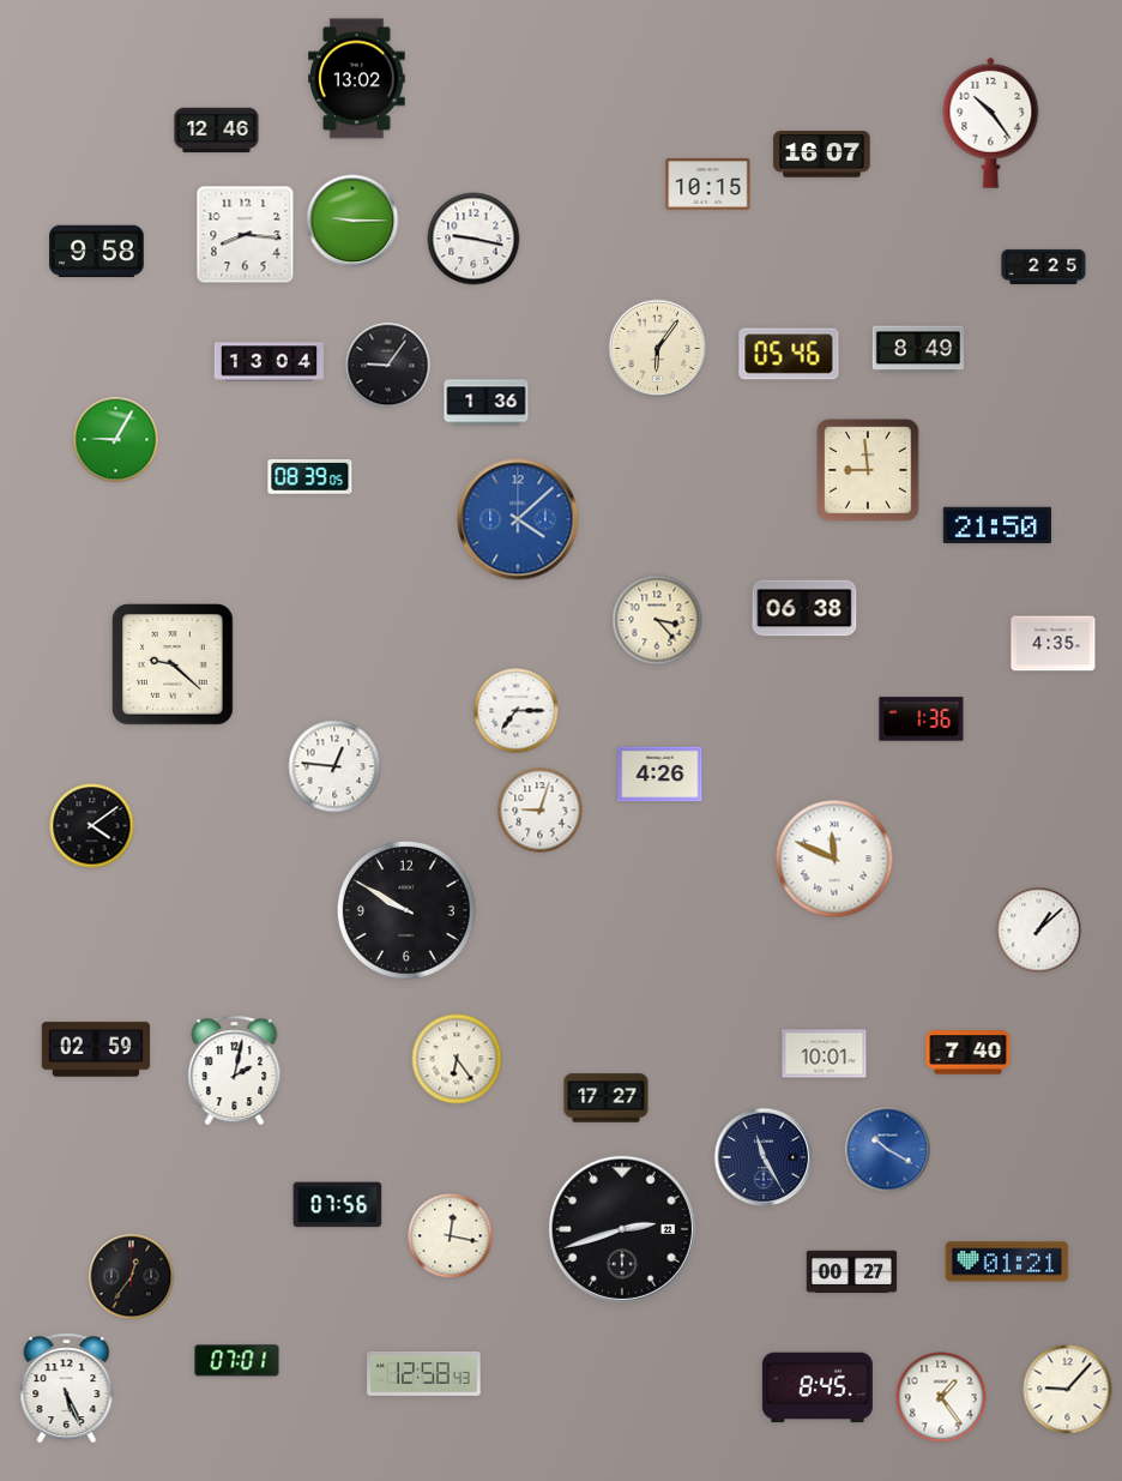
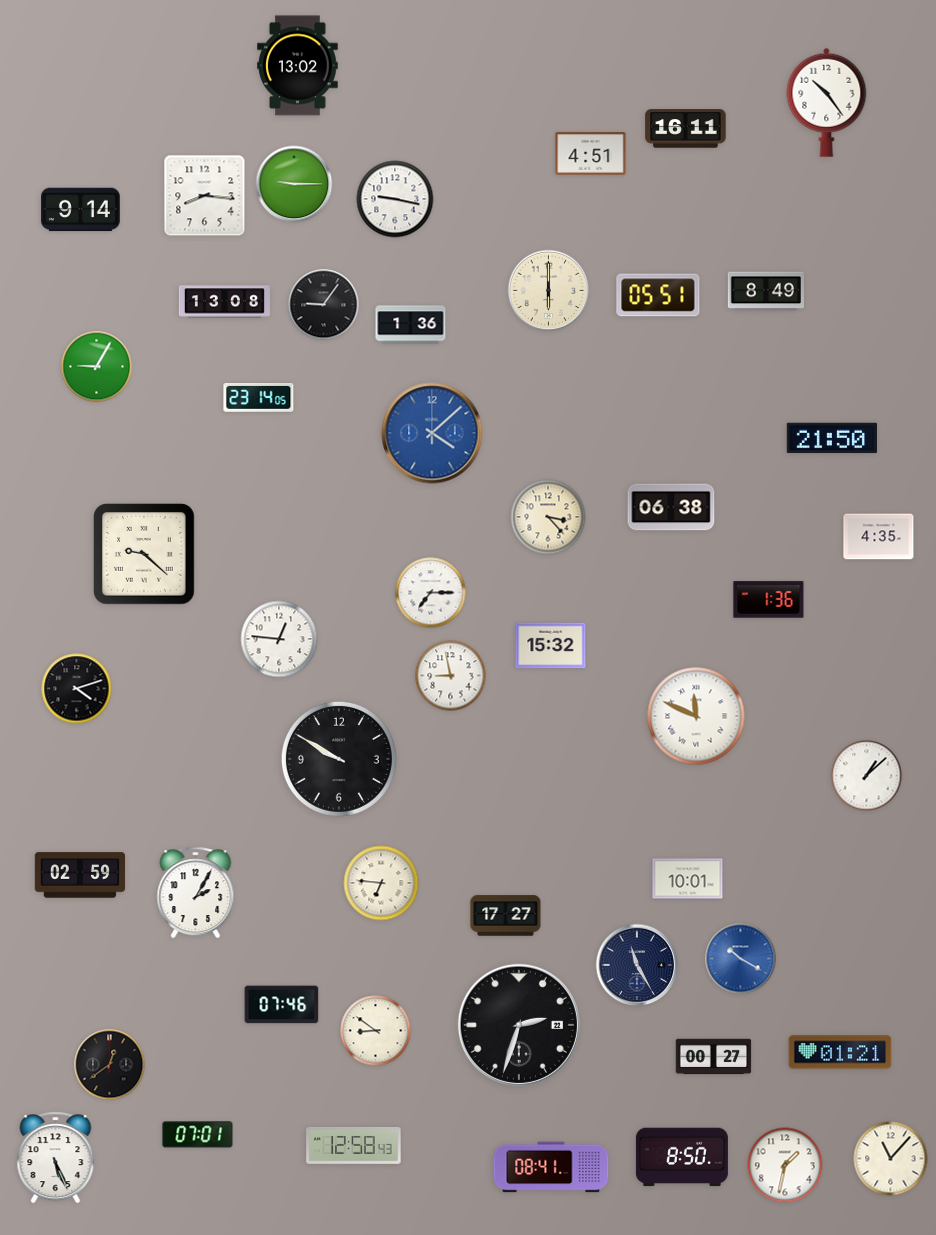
clock at (217, 131): 12:46 -> none
clock at (822, 155): 16:07 -> 16:11
clock at (708, 185): 10:15 -> 4:51
clock at (97, 252): 9:58 -> 9:14
clock at (1044, 266): 2:25 -> none
clock at (658, 349): 6:06 -> 6:00
clock at (789, 354): 05:46 -> 05:51
clock at (269, 362): 13:04 -> 13:08
clock at (487, 403) position: (487, 403) -> (411, 325)
clock at (868, 470): 8:59 -> none
clock at (310, 477): 08:39 -> 23:14
clock at (660, 775): 4:26 -> 15:32
clock at (541, 811): 9:03 -> 8:58
clock at (92, 826): 4:09 -> 4:12
clock at (969, 1053): 7:40 -> none
clock at (457, 1059): 6:24 -> 6:46
clock at (235, 1071): 2:02 -> 2:05
clock at (338, 1205): 07:56 -> 07:46
clock at (622, 1229): 2:42 -> 2:33
clock at (451, 1236): 12:17 -> 8:51
clock at (852, 1272) position: (852, 1272) -> (714, 1057)
clock at (132, 1277): 12:36 -> 12:39
clock at (818, 1387): 8:45 -> 8:50
clock at (1068, 1390): 9:07 -> 11:07
clock at (941, 1397): 1:24 -> 1:32
clock at (551, 1167): none -> 08:41
